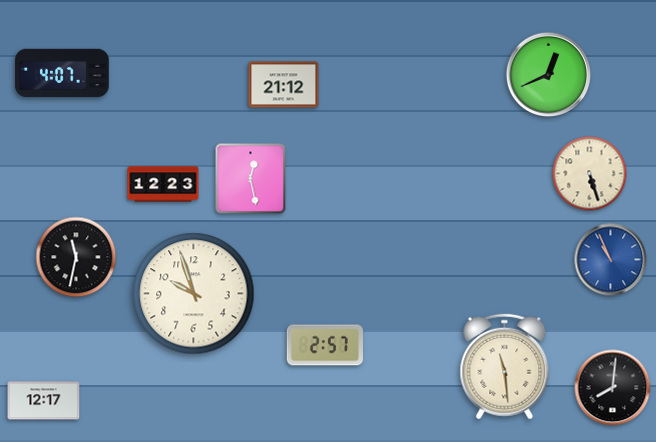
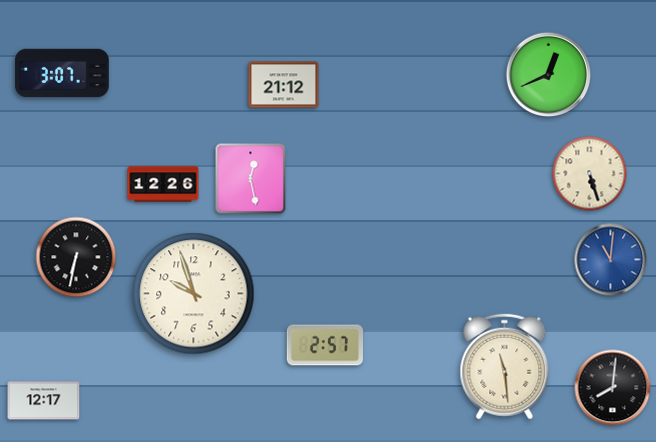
clock at (62, 73): 4:07 -> 3:07
clock at (163, 184): 12:23 -> 12:26
clock at (76, 257): 11:32 -> 6:32
clock at (611, 260): 10:56 -> 11:01
